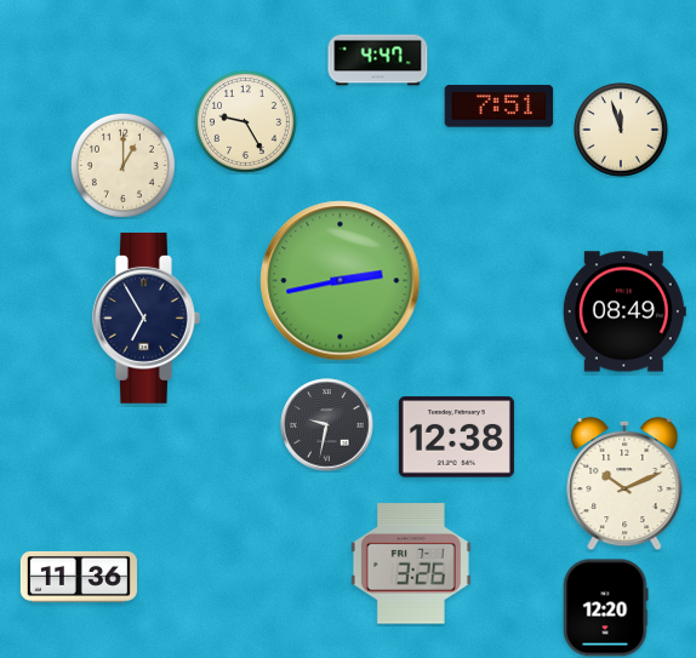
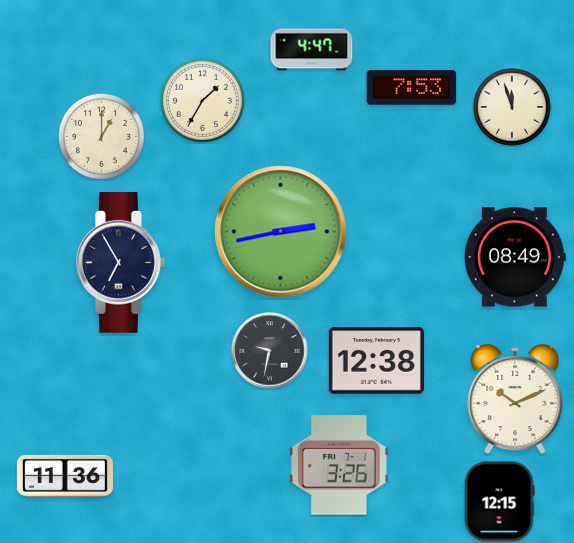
clock at (500, 107): 7:51 -> 7:53
clock at (245, 121): 9:25 -> 1:35
clock at (606, 608): 12:20 -> 12:15
